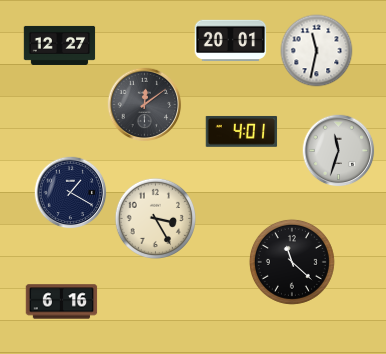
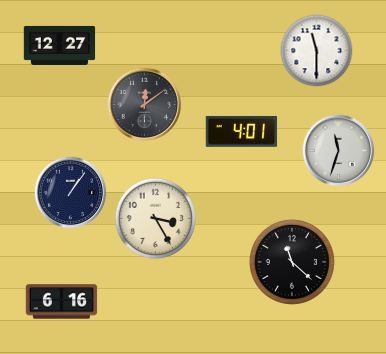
clock at (231, 41): 20:01 -> none
clock at (317, 51): 11:32 -> 11:30
clock at (71, 193): 1:20 -> 1:06
